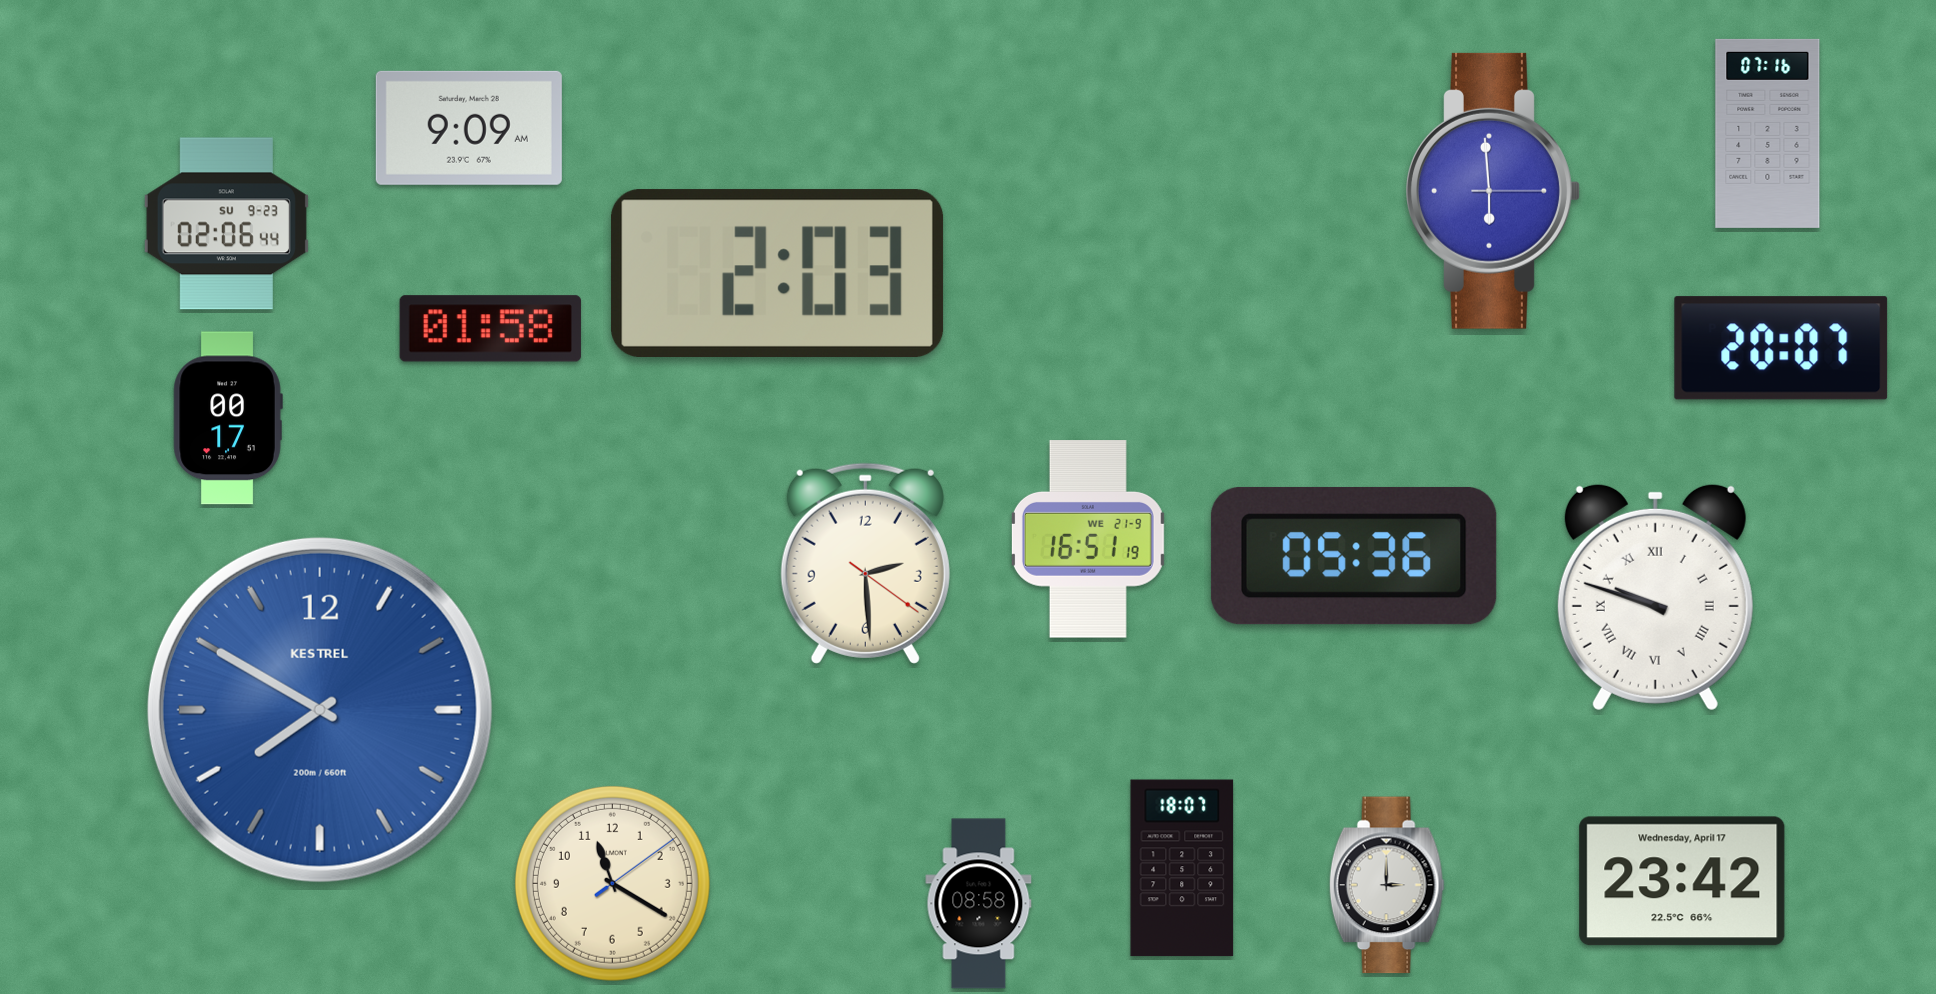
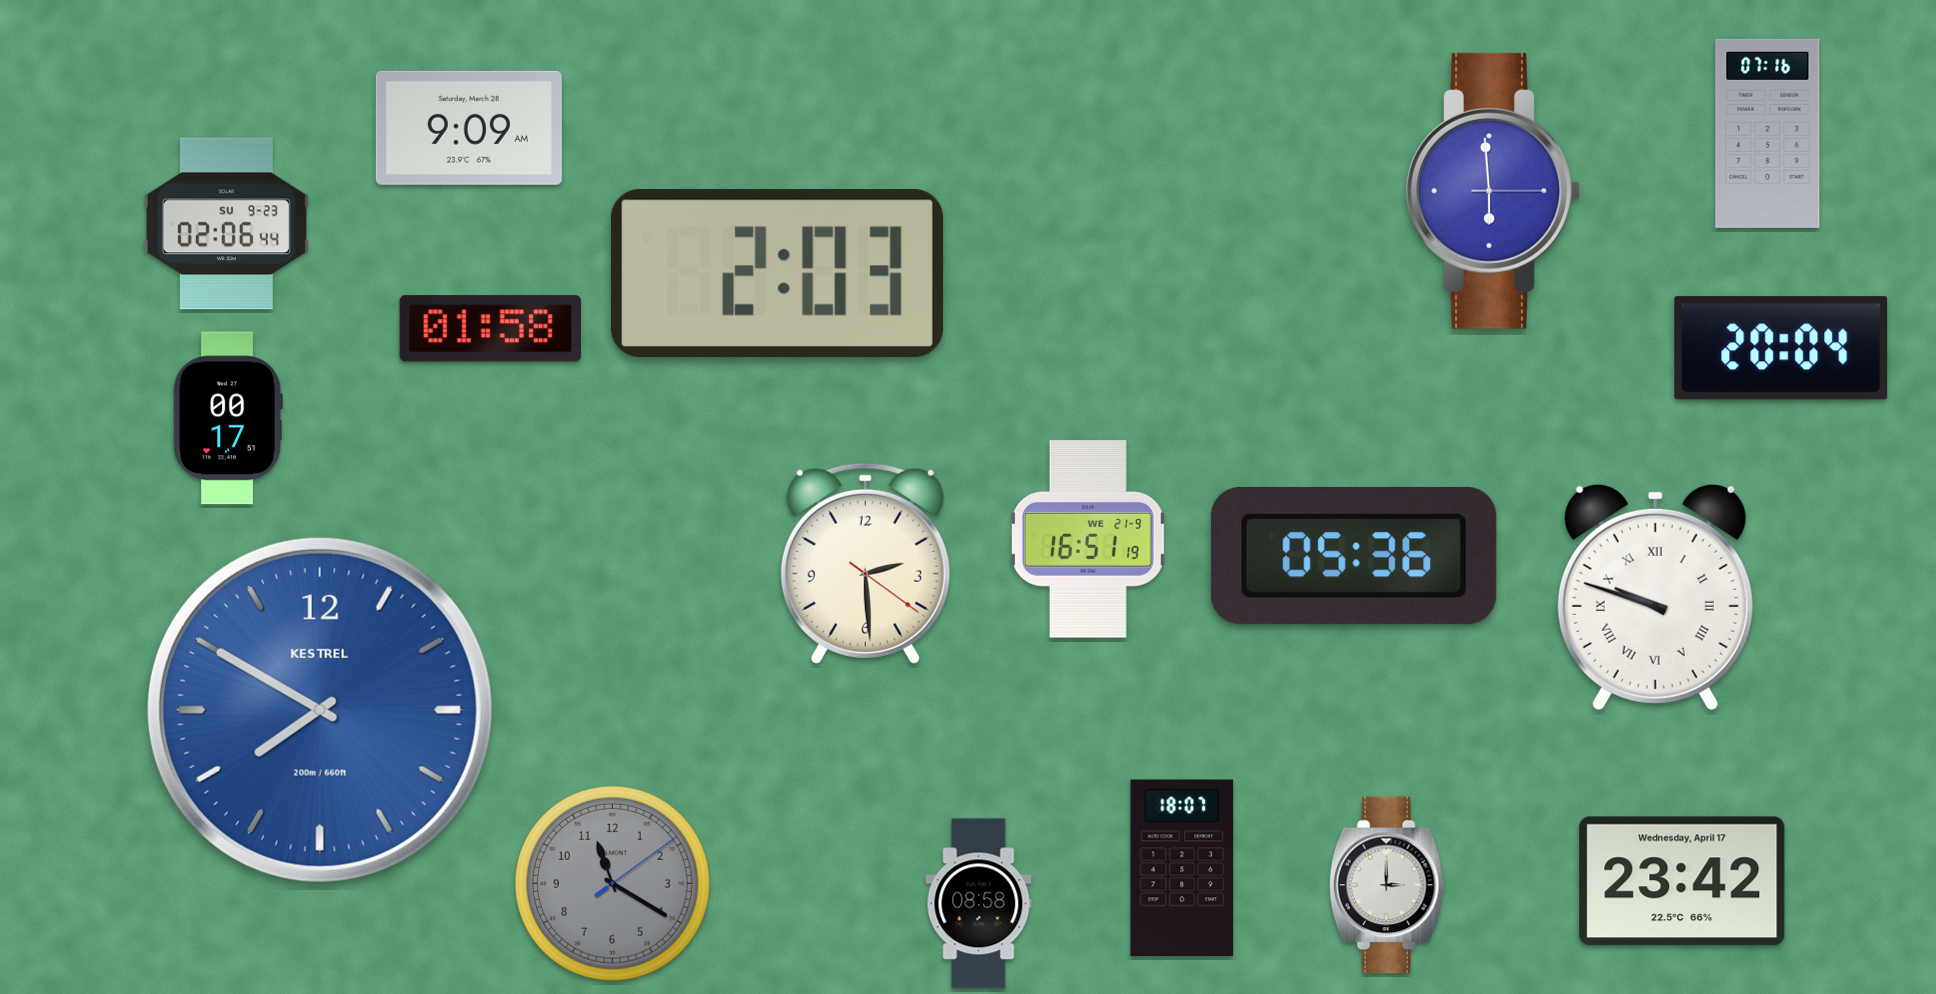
clock at (1781, 348): 20:07 -> 20:04
clock at (612, 883) dial: cream -> grey
